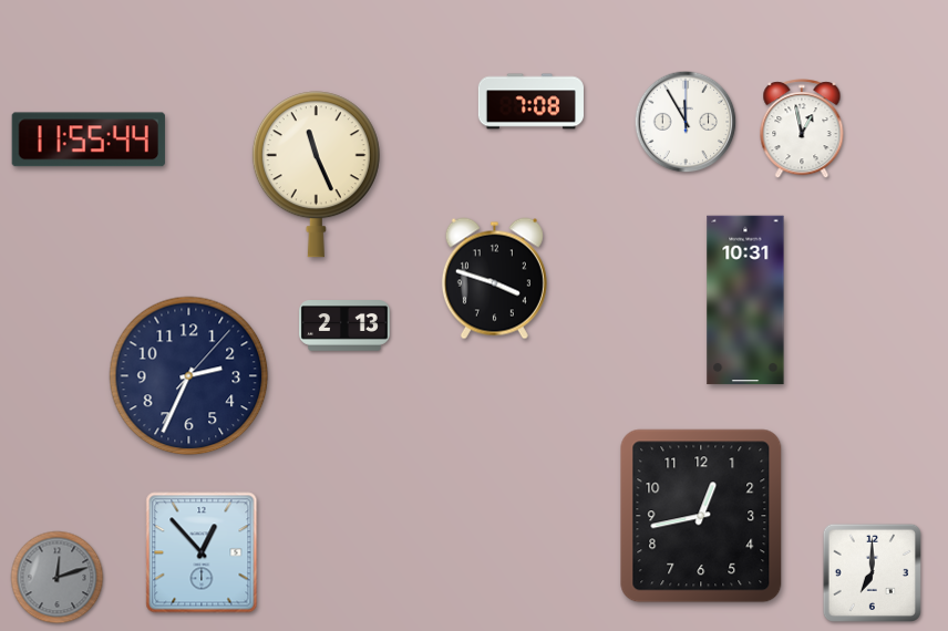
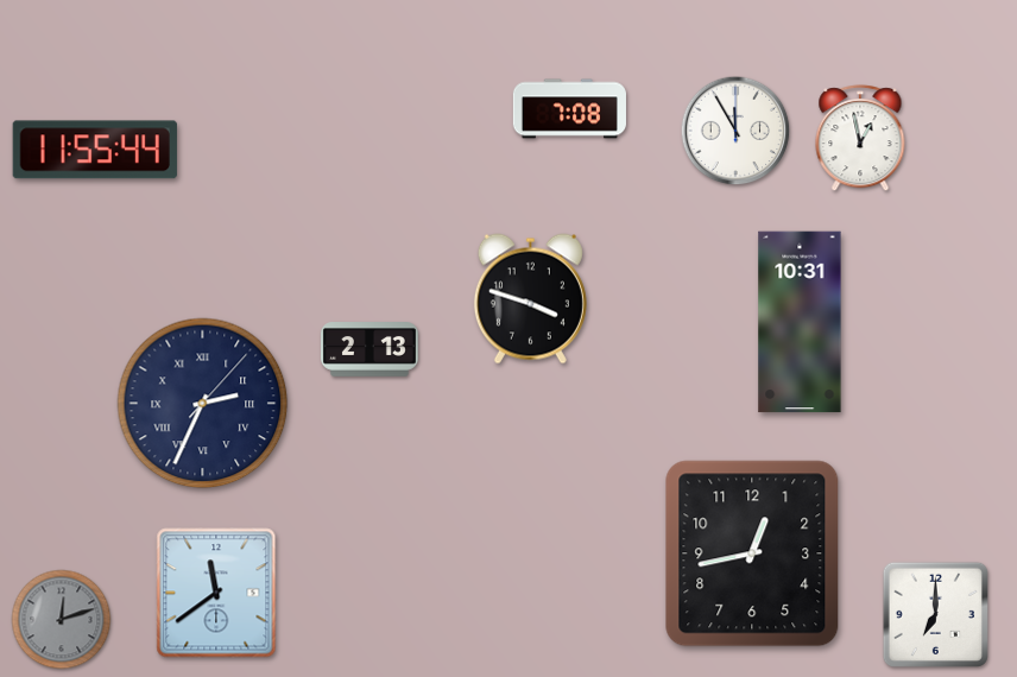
clock at (316, 175): 11:26 -> none
clock at (189, 376) numerals: Arabic -> Roman
clock at (202, 552): 12:53 -> 11:39
